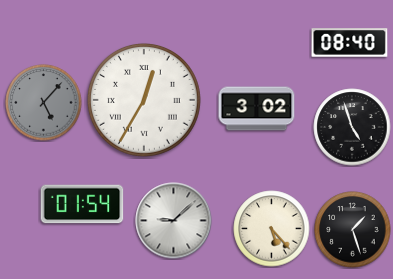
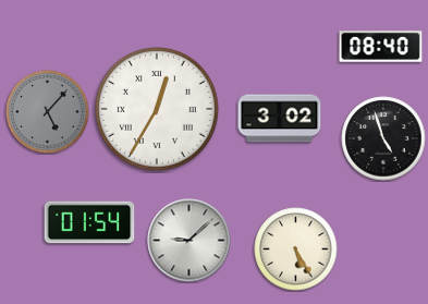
clock at (272, 229): 5:23 -> 5:25
clock at (353, 230): 1:27 -> none
